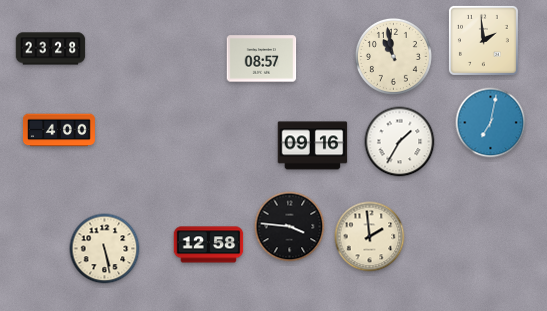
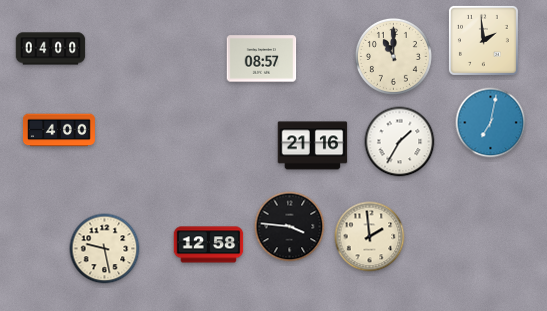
clock at (51, 49): 23:28 -> 04:00
clock at (393, 56): 10:58 -> 11:00
clock at (313, 146): 09:16 -> 21:16
clock at (105, 249): 5:28 -> 9:28
